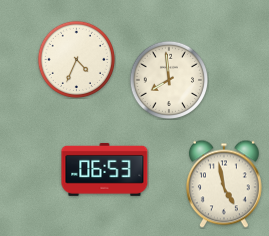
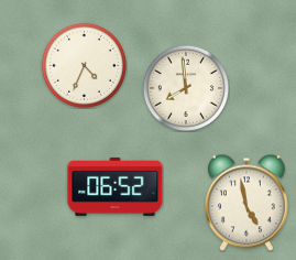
clock at (105, 169): 06:53 -> 06:52
